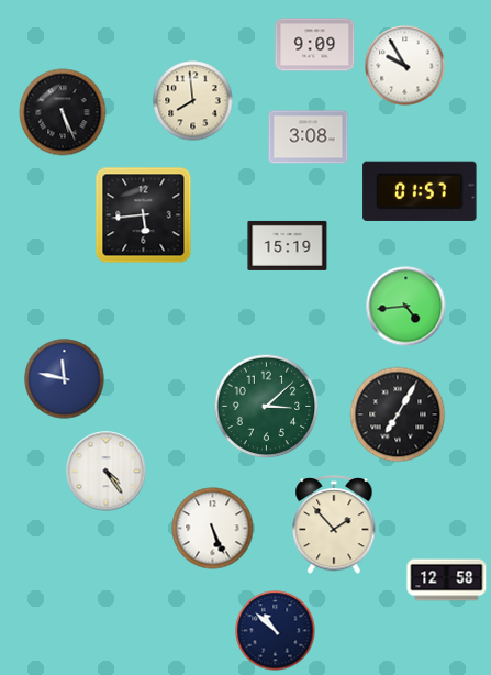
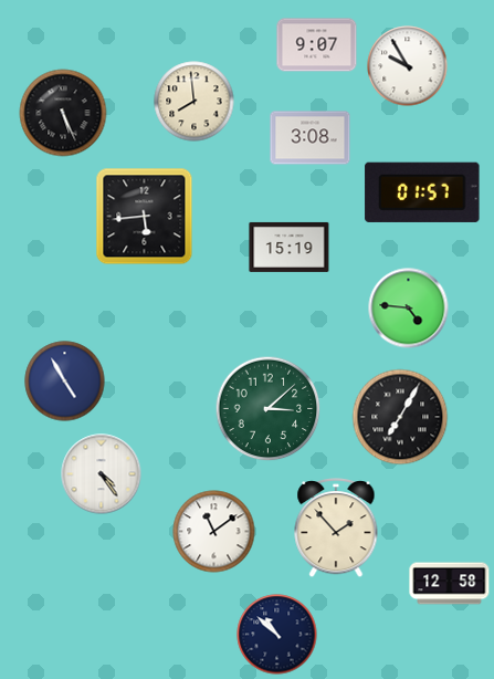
clock at (315, 45): 9:09 -> 9:07
clock at (406, 307): 4:44 -> 4:46
clock at (65, 379): 11:47 -> 4:55
clock at (107, 472) position: (107, 472) -> (102, 474)
clock at (213, 529): 5:26 -> 11:09
